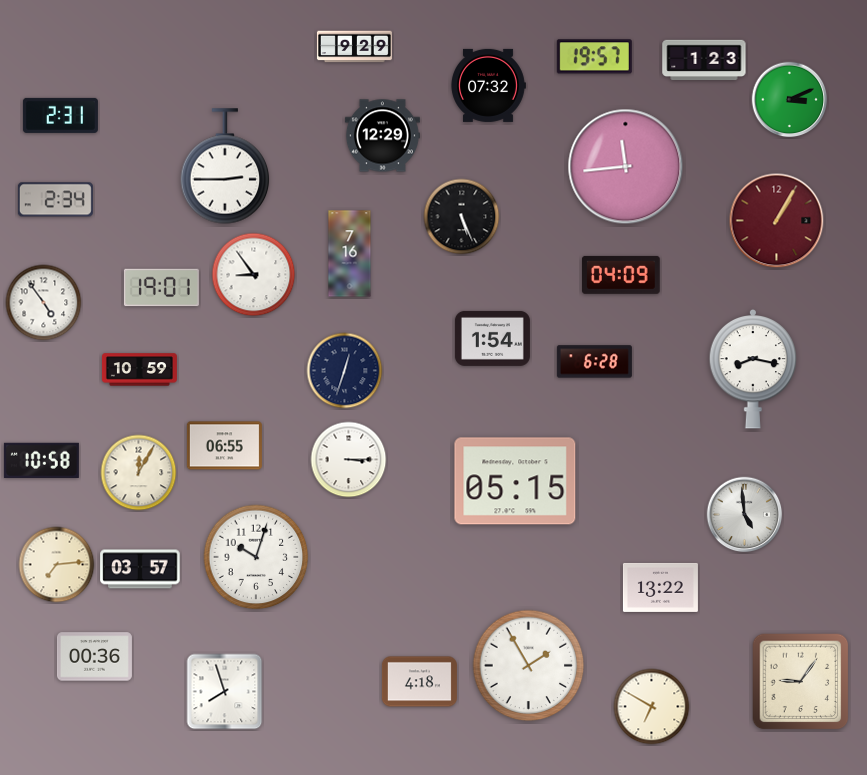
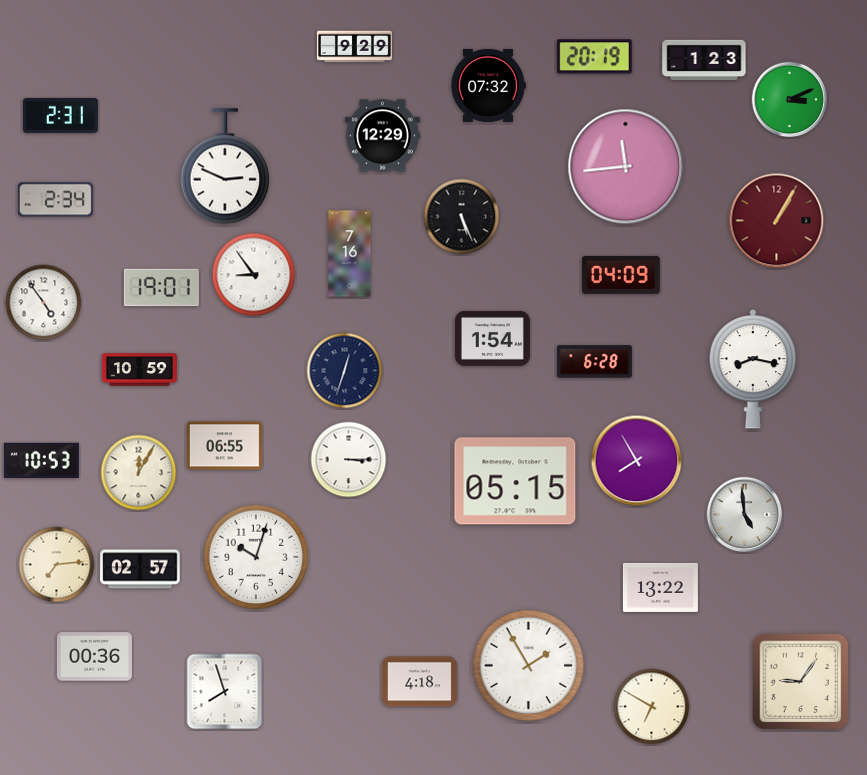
clock at (594, 57): 19:57 -> 20:19
clock at (225, 166): 2:45 -> 2:49
clock at (41, 460): 10:58 -> 10:53
clock at (637, 461): none -> 7:55
clock at (140, 569): 03:57 -> 02:57
